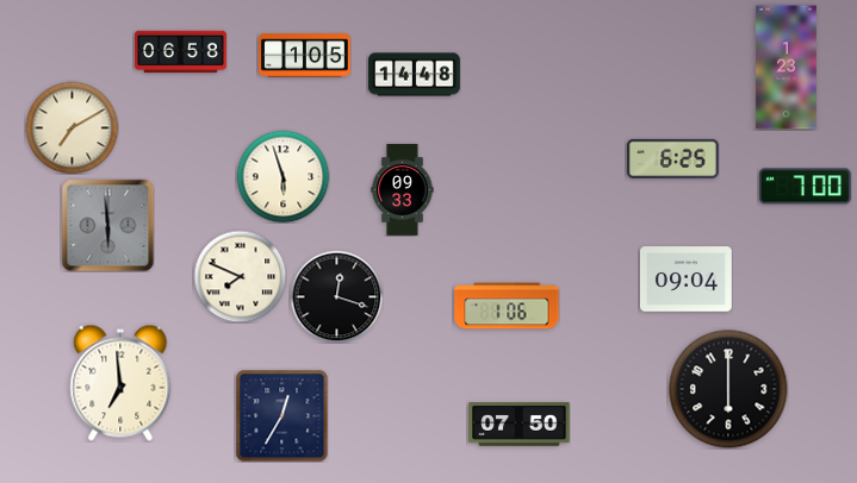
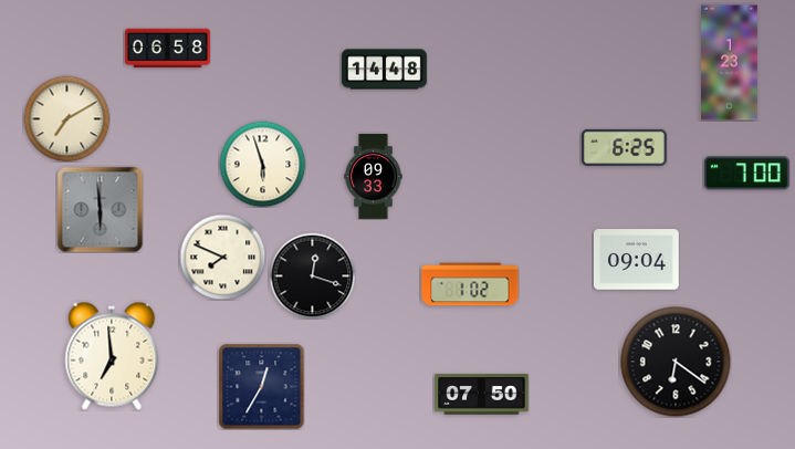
clock at (305, 56): 1:05 -> none
clock at (507, 306): 1:06 -> 1:02
clock at (728, 389): 6:00 -> 6:21
